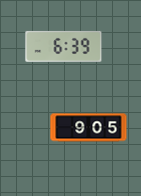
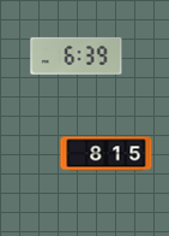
clock at (89, 128): 9:05 -> 8:15
